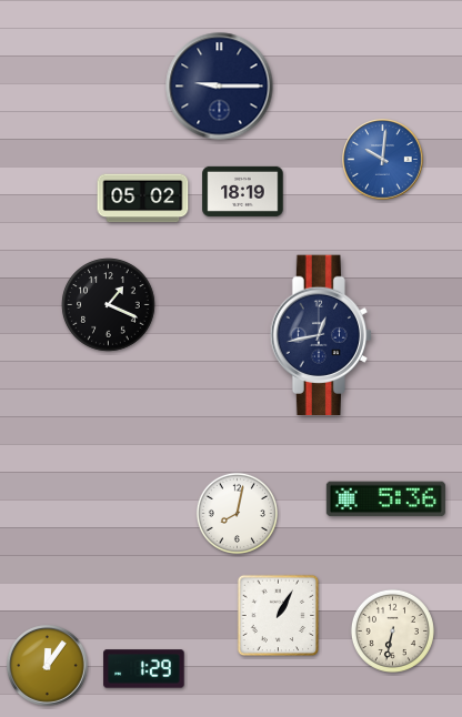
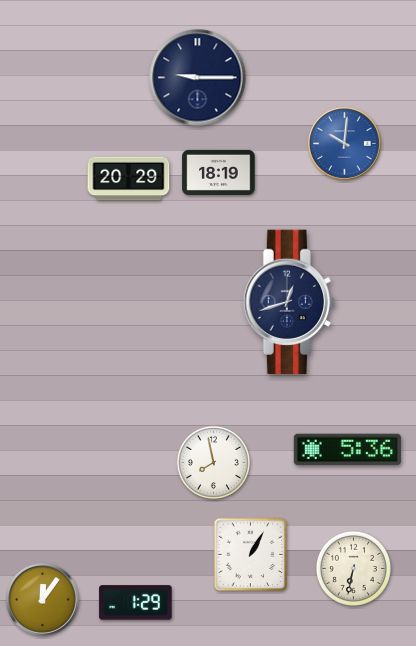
clock at (143, 199): 05:02 -> 20:29
clock at (109, 305): 1:19 -> none
clock at (320, 335): 12:43 -> 12:42
clock at (237, 513): 8:02 -> 7:58
clock at (144, 669) position: (144, 669) -> (136, 603)
